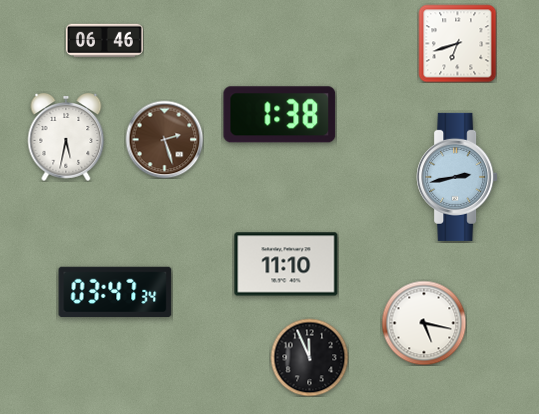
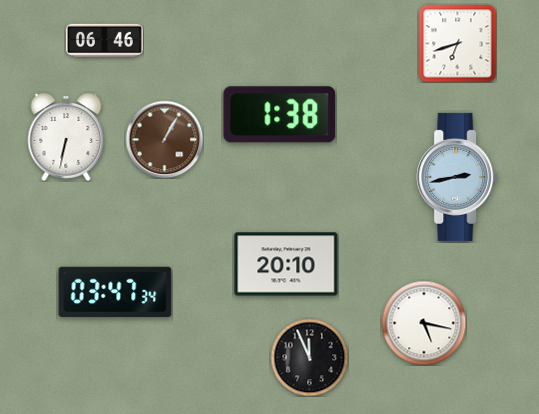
clock at (66, 138): 5:32 -> 6:32
clock at (164, 139): 2:27 -> 1:05
clock at (286, 264): 11:10 -> 20:10
